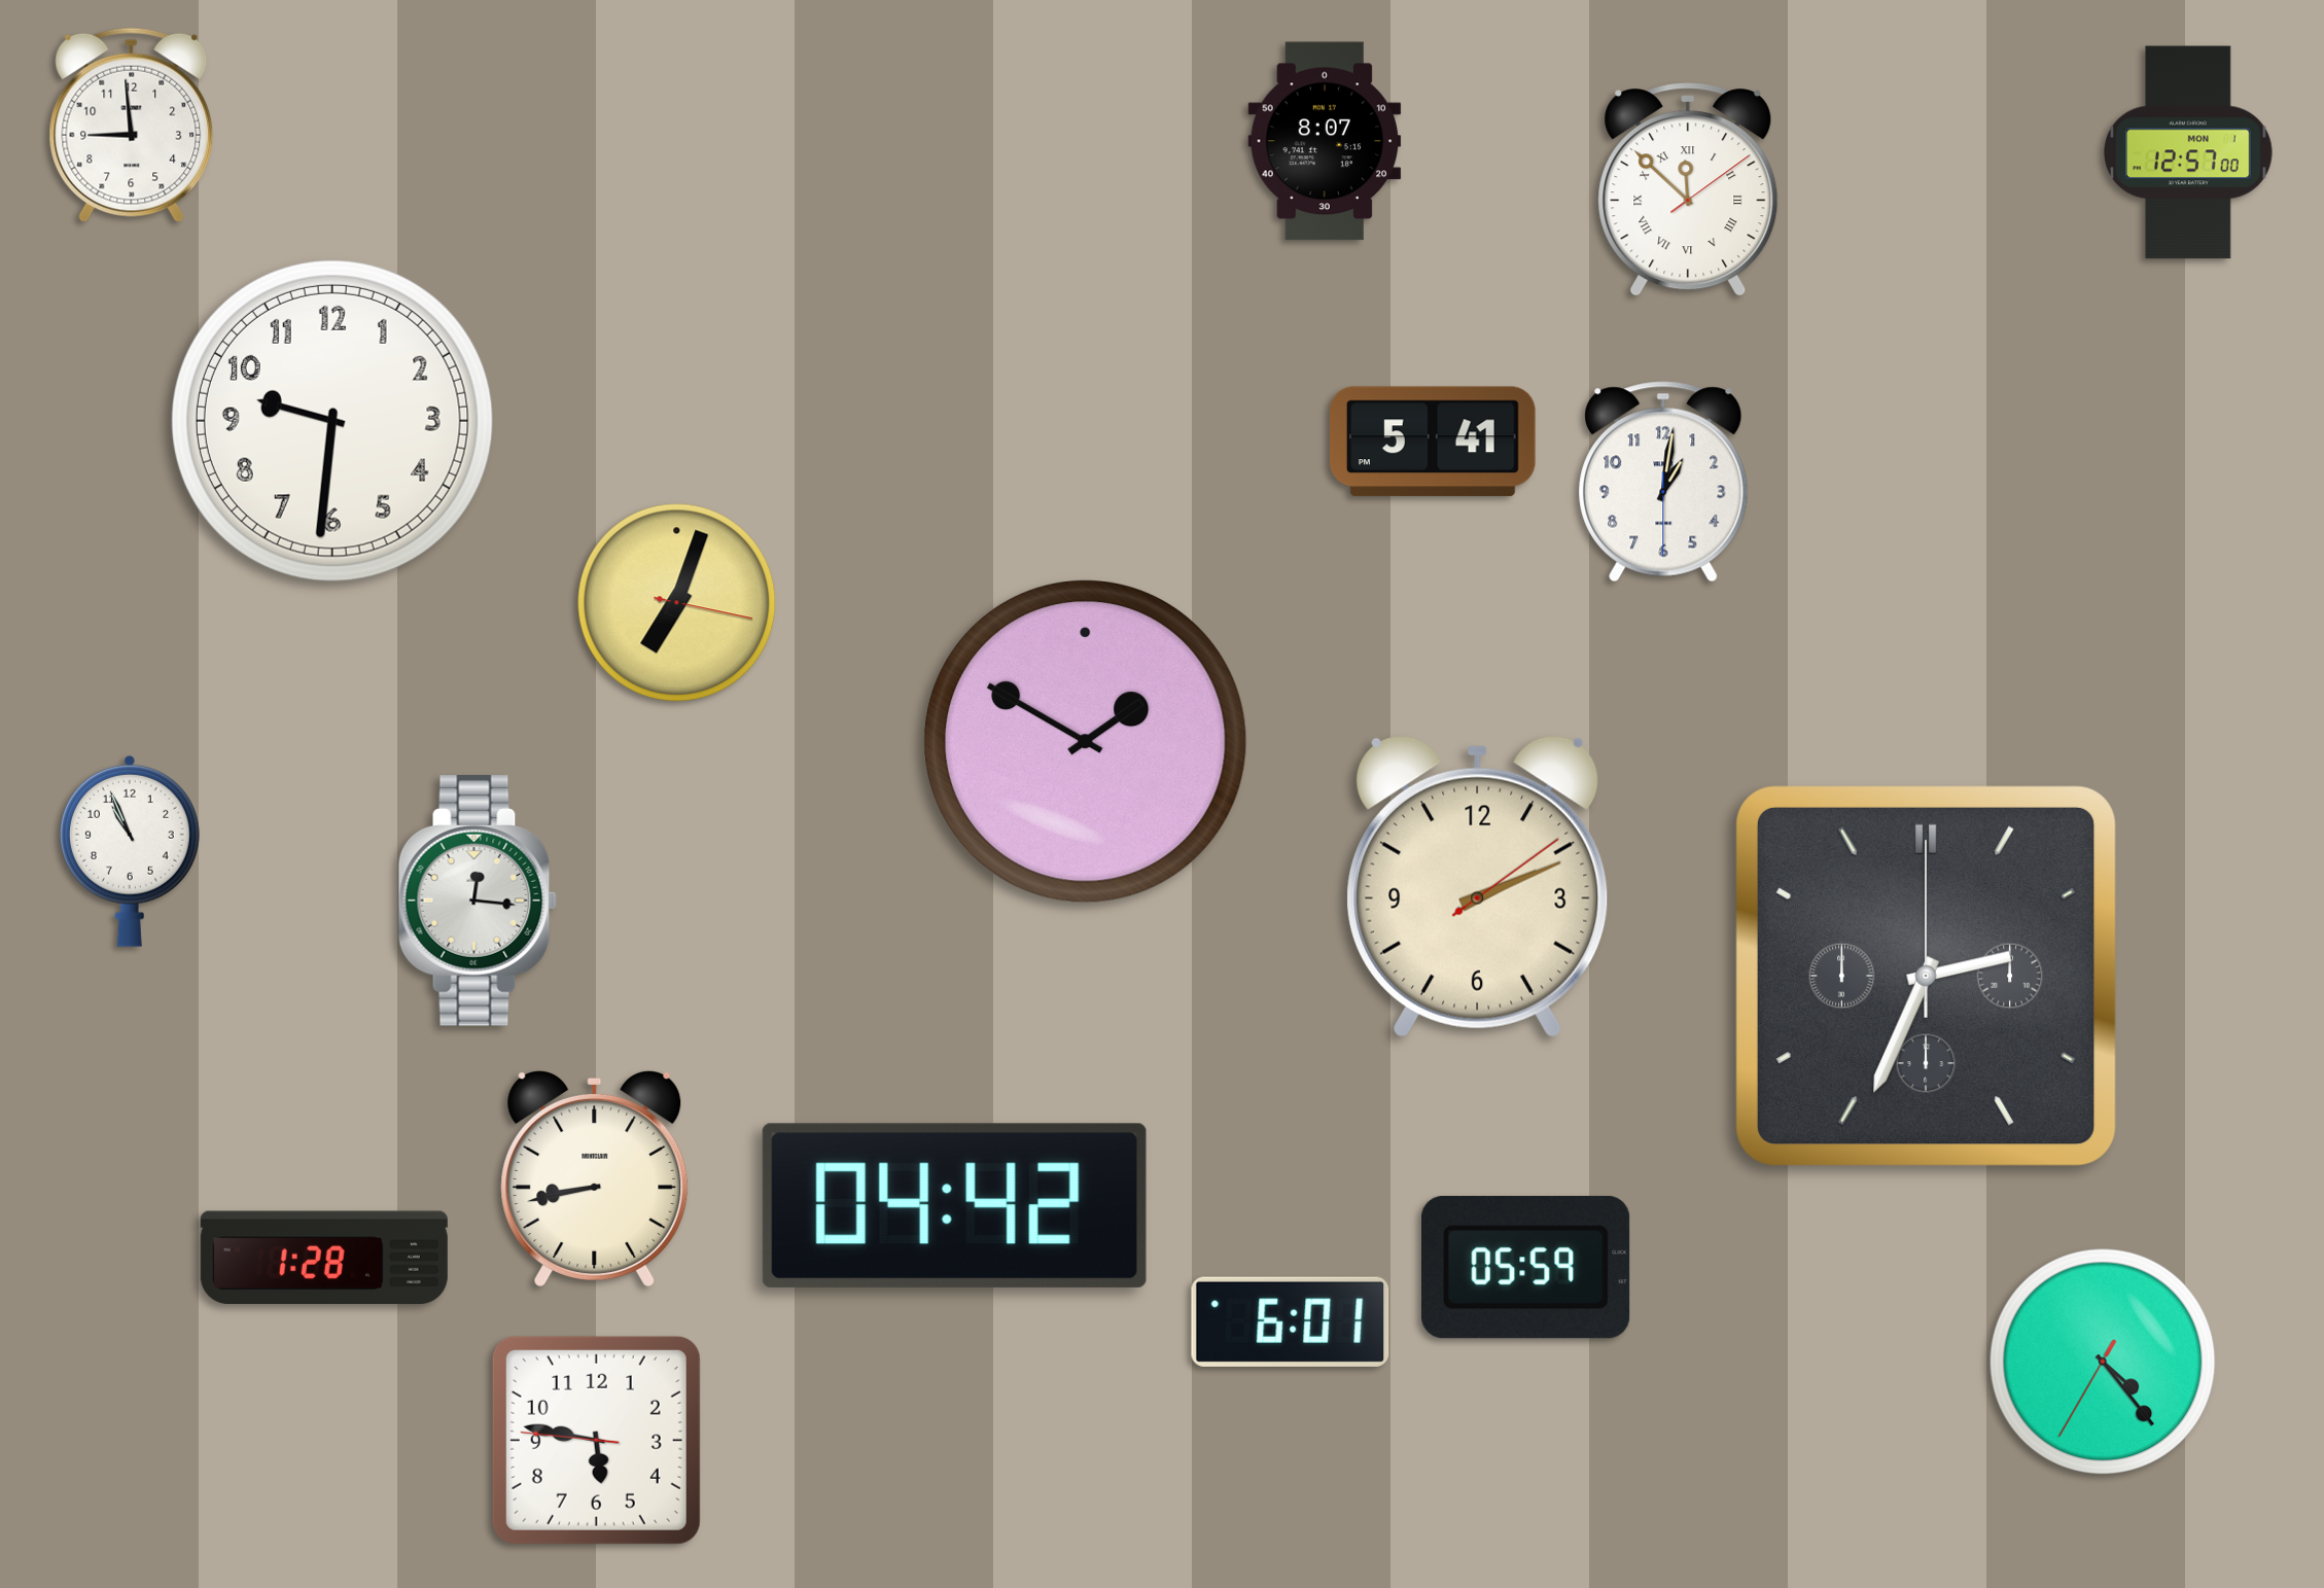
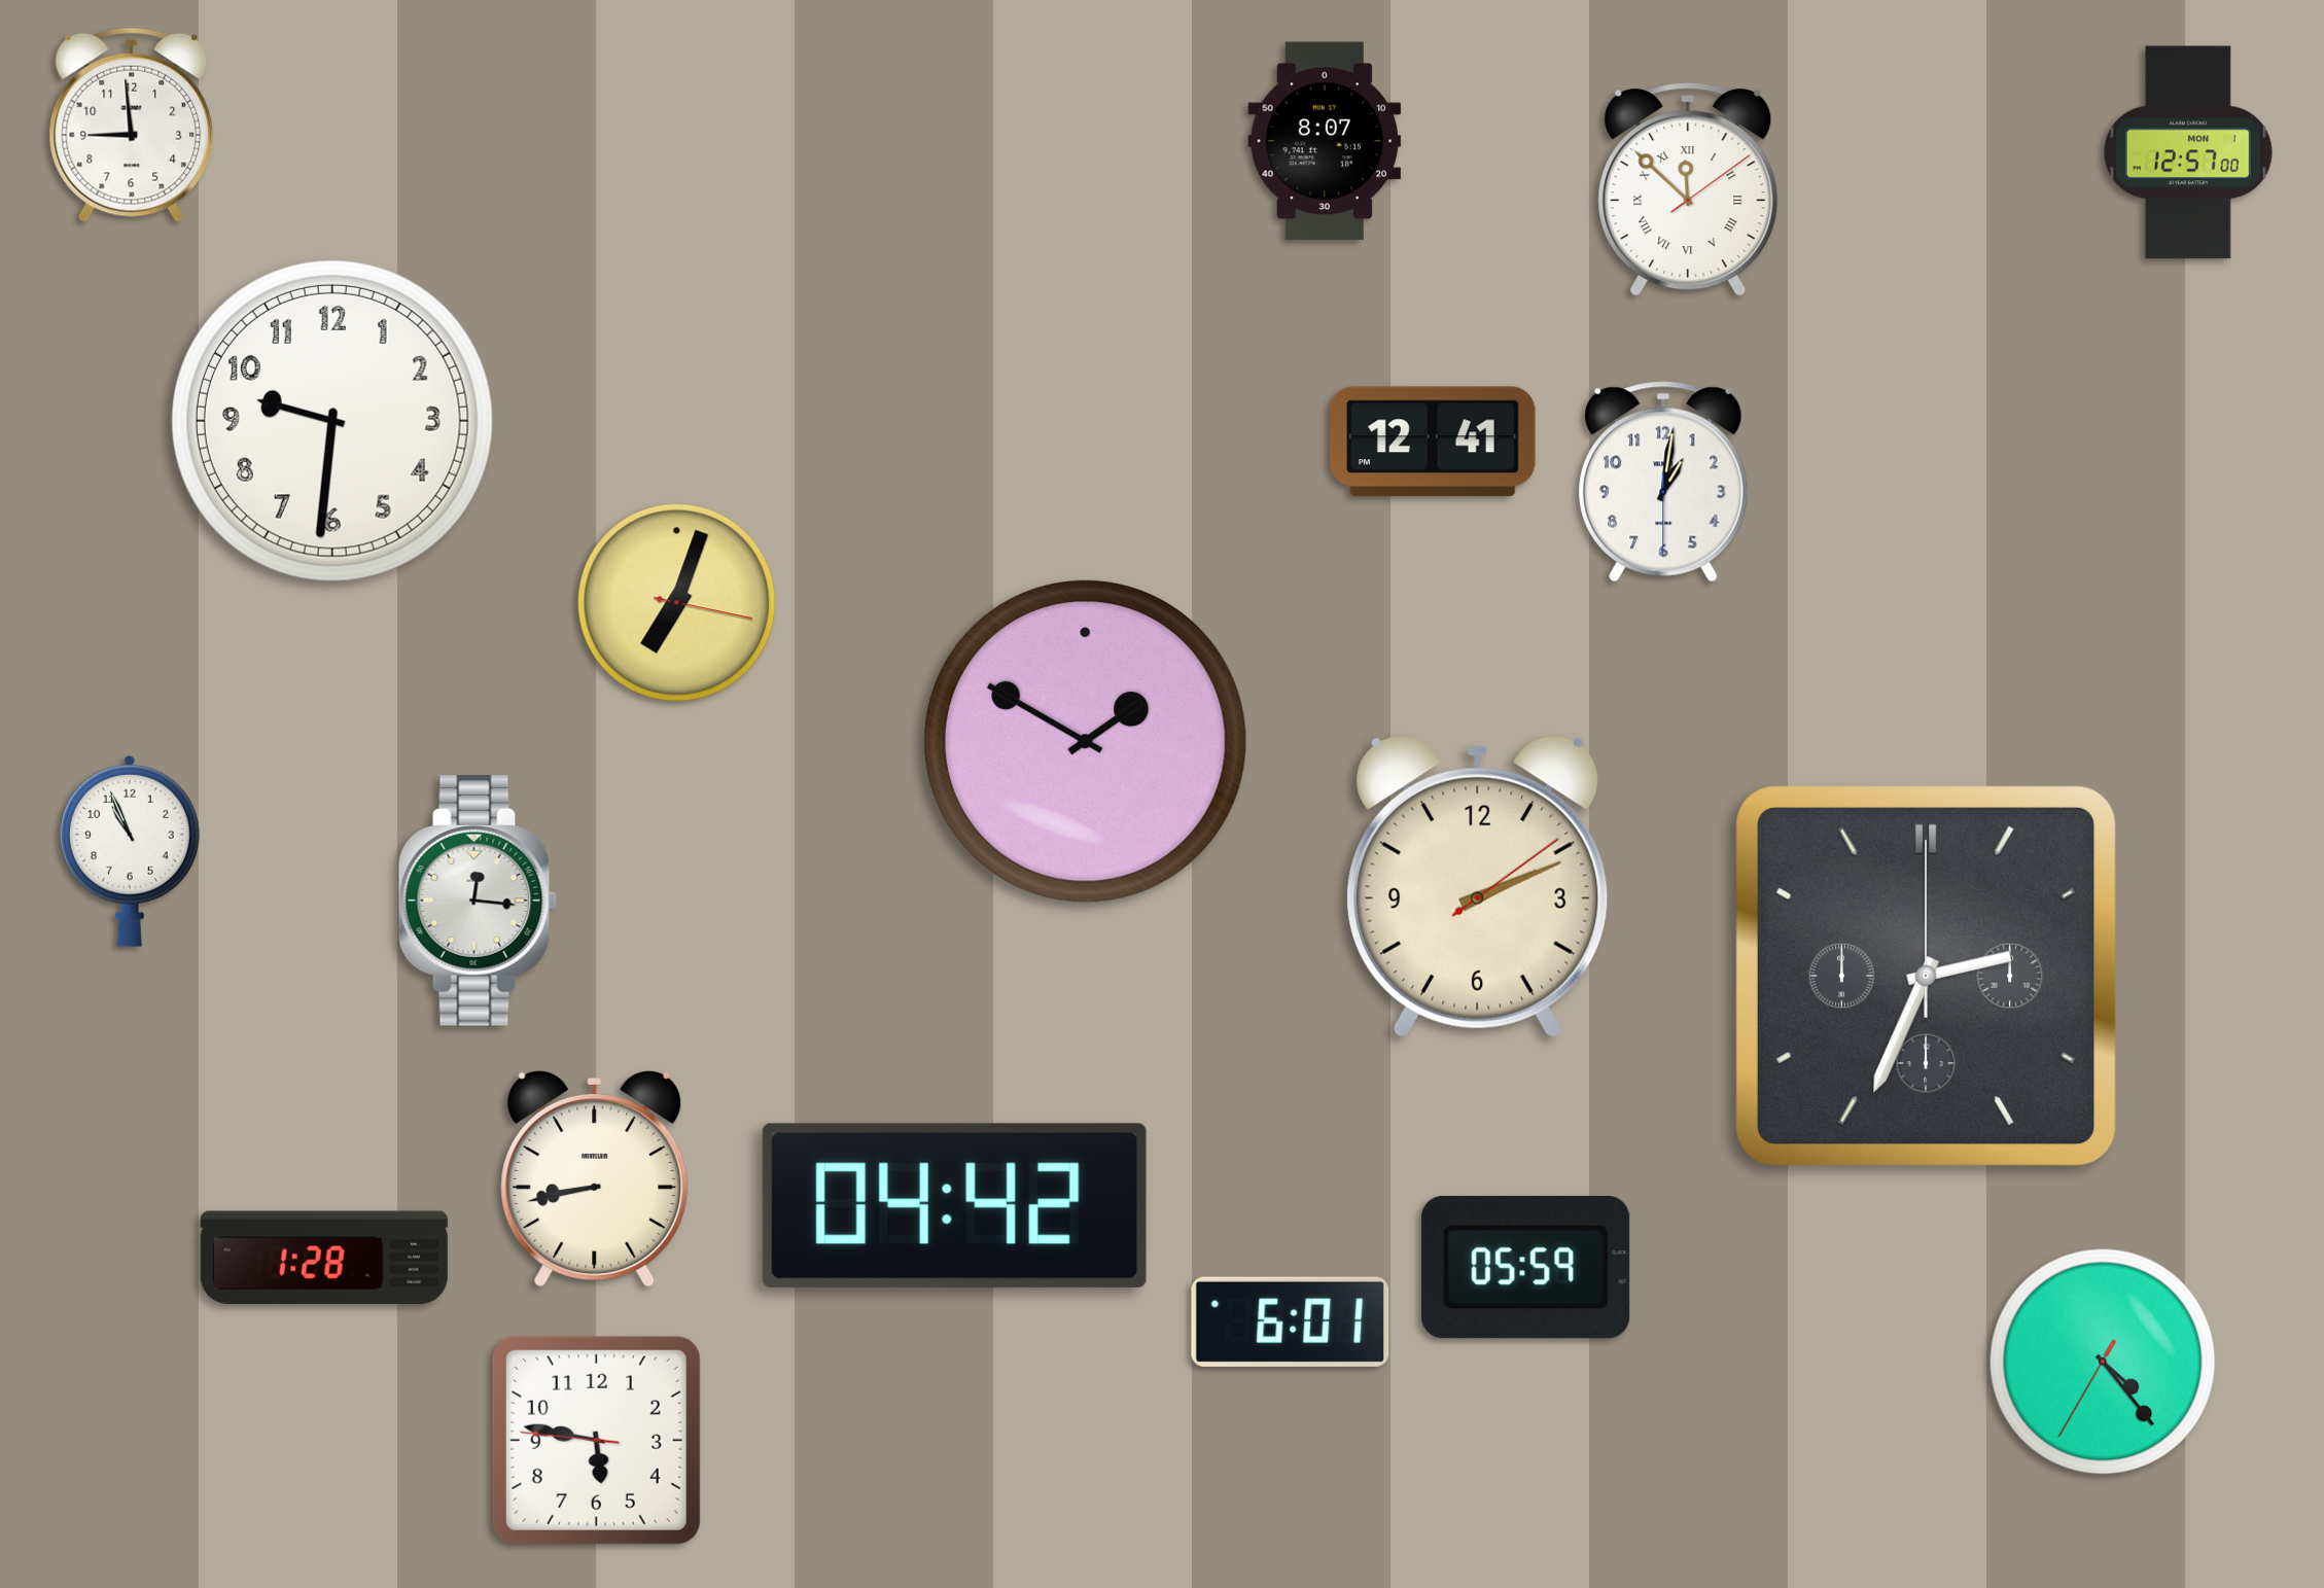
clock at (1433, 442): 5:41 -> 12:41
